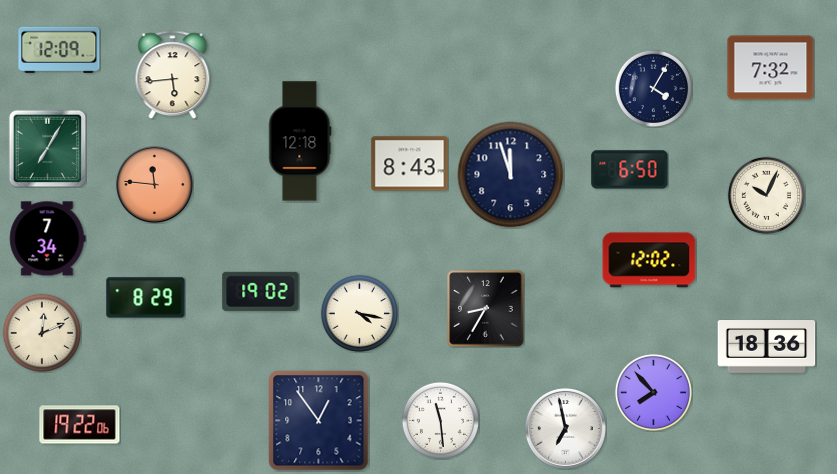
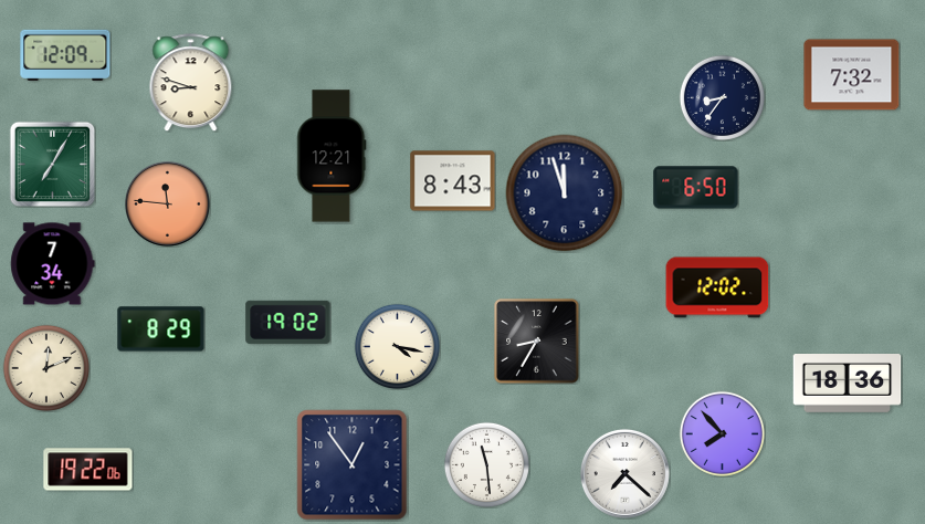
clock at (173, 75): 5:44 -> 8:48
clock at (653, 88): 4:05 -> 8:36
clock at (300, 141): 12:18 -> 12:21
clock at (155, 185) position: (155, 185) -> (168, 205)
clock at (766, 195): 10:04 -> none
clock at (565, 428): 6:58 -> 7:22
